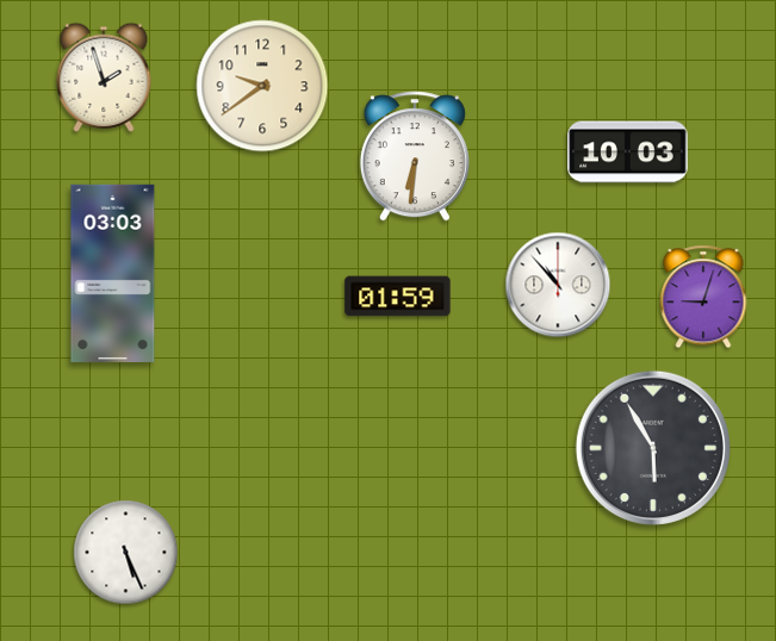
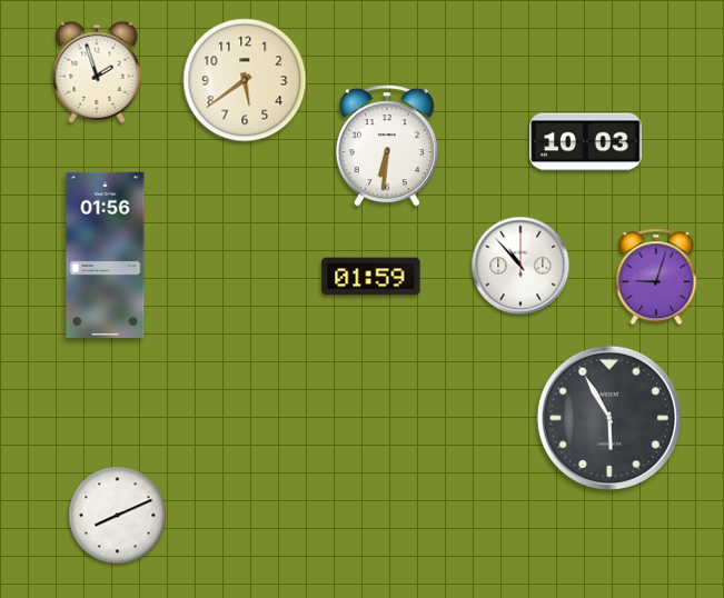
clock at (262, 86): 9:39 -> 5:39
clock at (113, 273): 03:03 -> 01:56
clock at (126, 553): 5:26 -> 8:11
